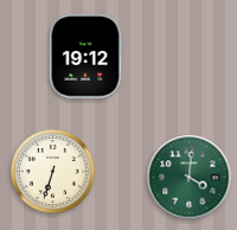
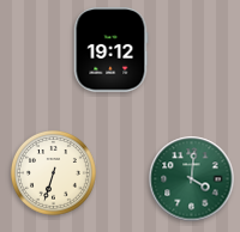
clock at (87, 57) position: (87, 57) -> (112, 50)
